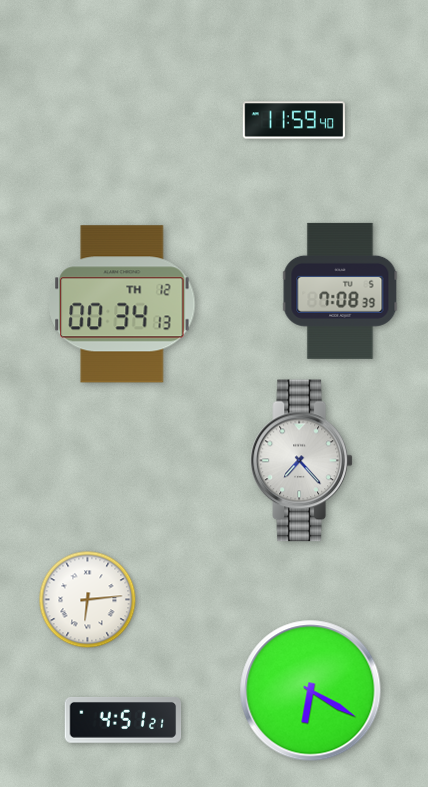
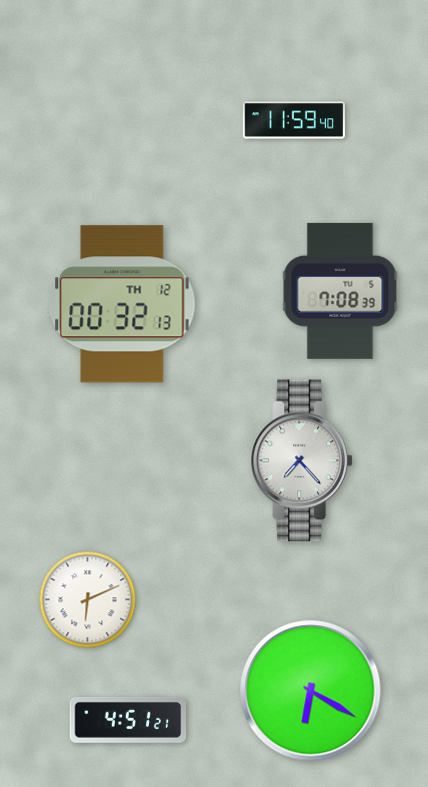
clock at (122, 304): 00:34 -> 00:32
clock at (88, 600): 6:14 -> 6:11
clock at (123, 720) position: (123, 720) -> (128, 720)
